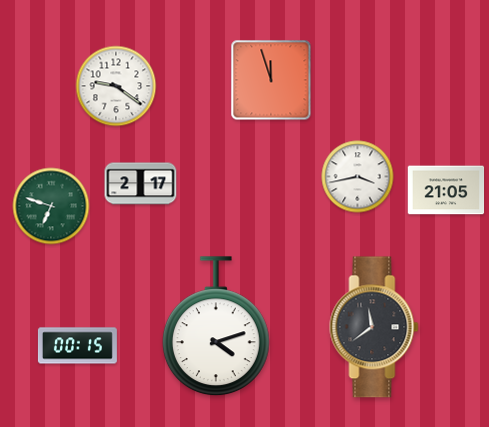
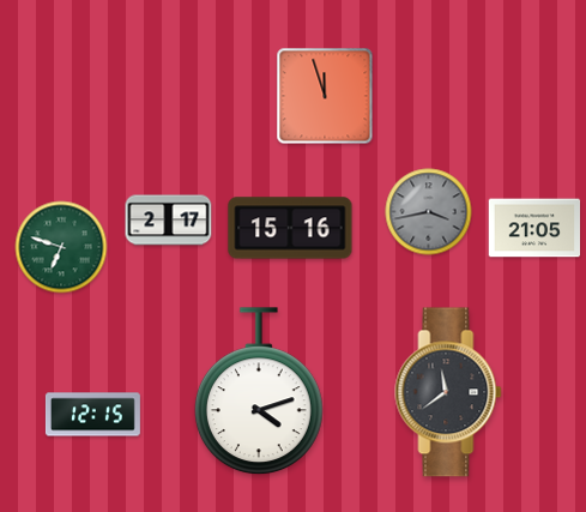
clock at (116, 86): 9:21 -> none
clock at (358, 177) dial: white -> grey
clock at (290, 228): none -> 15:16
clock at (77, 346): 00:15 -> 12:15
